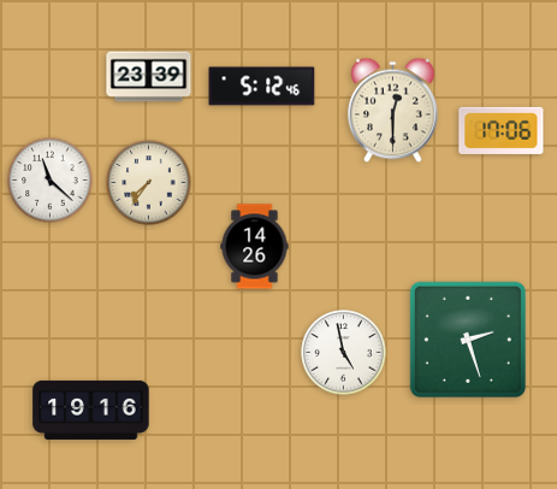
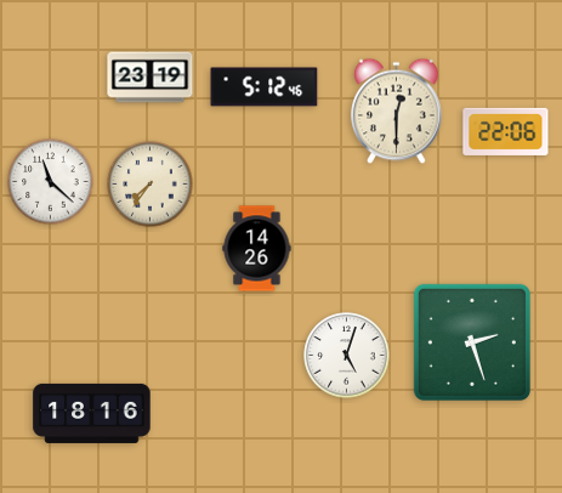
clock at (149, 77): 23:39 -> 23:19
clock at (502, 130): 17:06 -> 22:06
clock at (344, 353): 4:58 -> 5:03
clock at (91, 410): 19:16 -> 18:16
